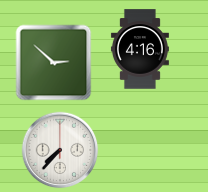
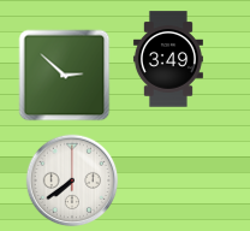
clock at (140, 49): 4:16 -> 3:49
clock at (60, 150): 7:37 -> 7:39
